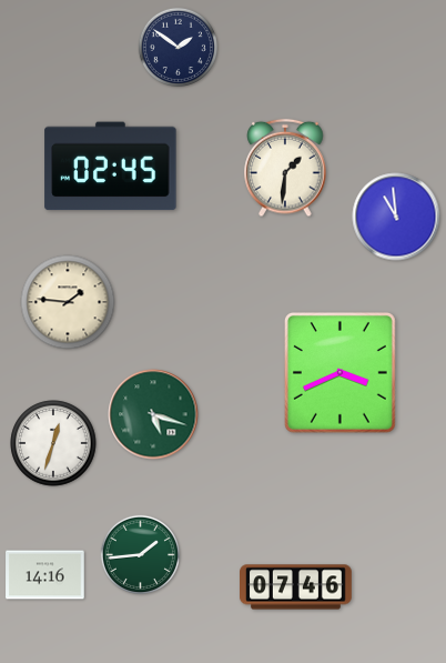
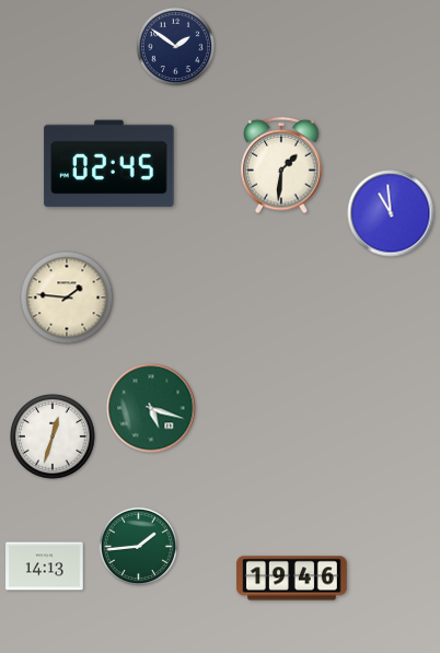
clock at (339, 372): 3:41 -> none
clock at (45, 575): 14:16 -> 14:13
clock at (296, 587): 07:46 -> 19:46
